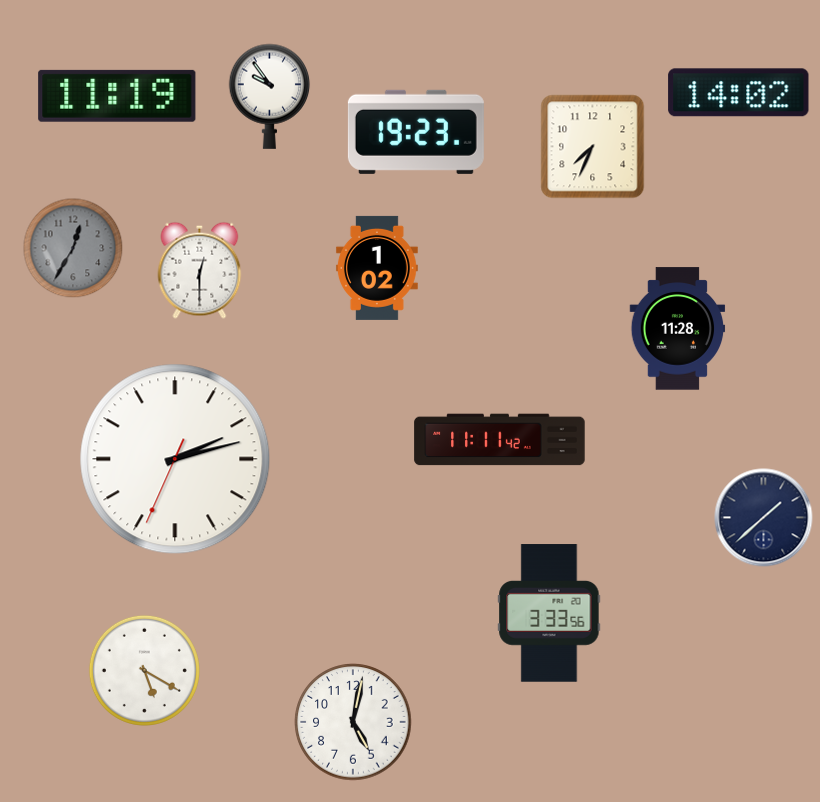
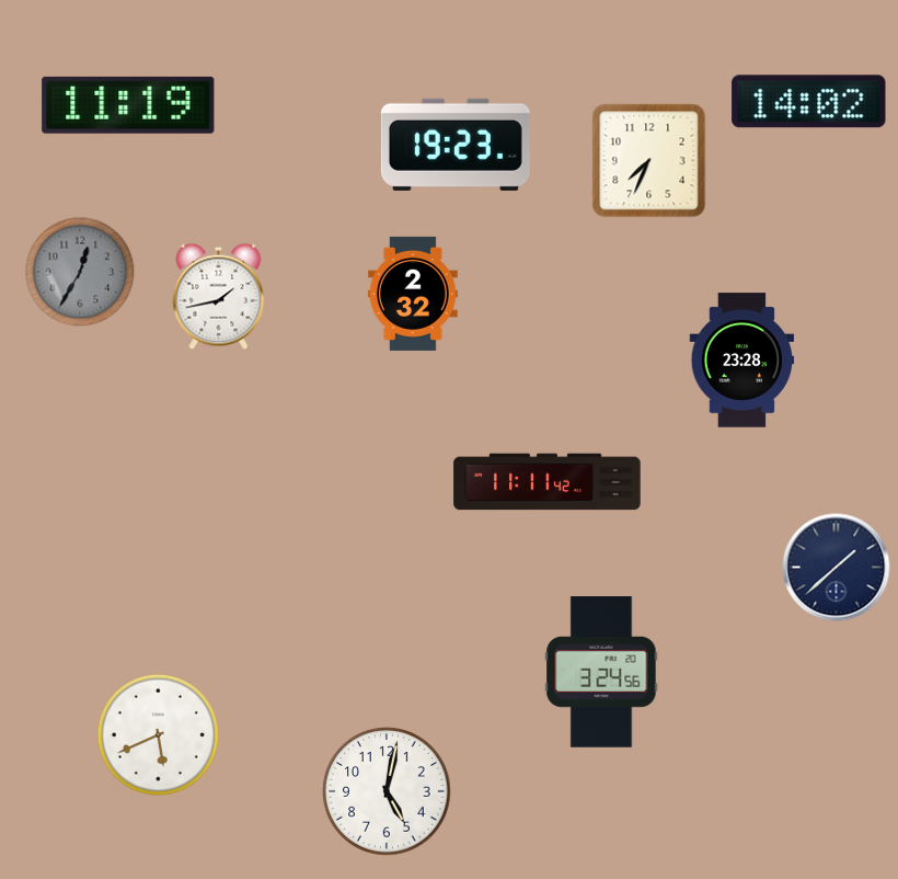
clock at (270, 96): 9:54 -> none
clock at (377, 268): 1:02 -> 2:32
clock at (200, 270): 12:30 -> 1:43
clock at (678, 329): 11:28 -> 23:28
clock at (175, 459): 2:12 -> none
clock at (549, 613): 3:33 -> 3:24
clock at (144, 670): 5:20 -> 5:41
